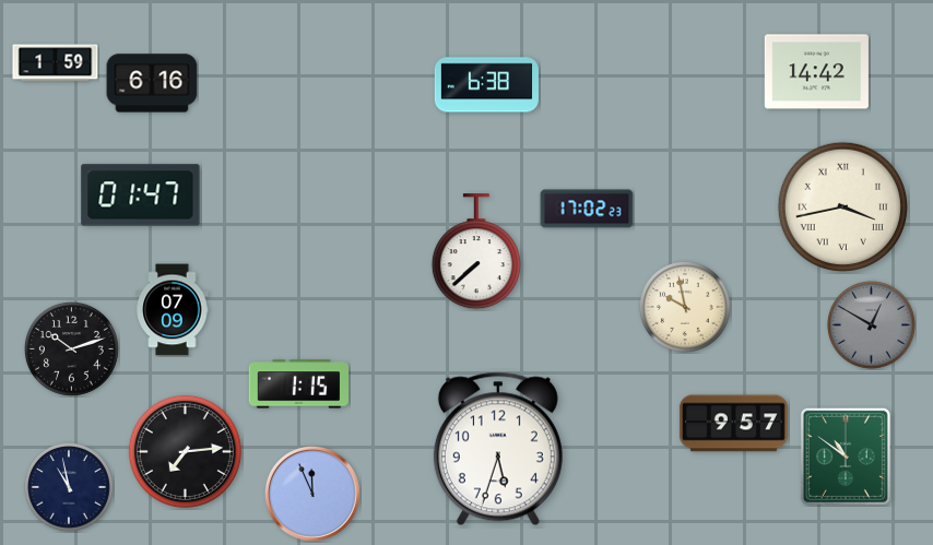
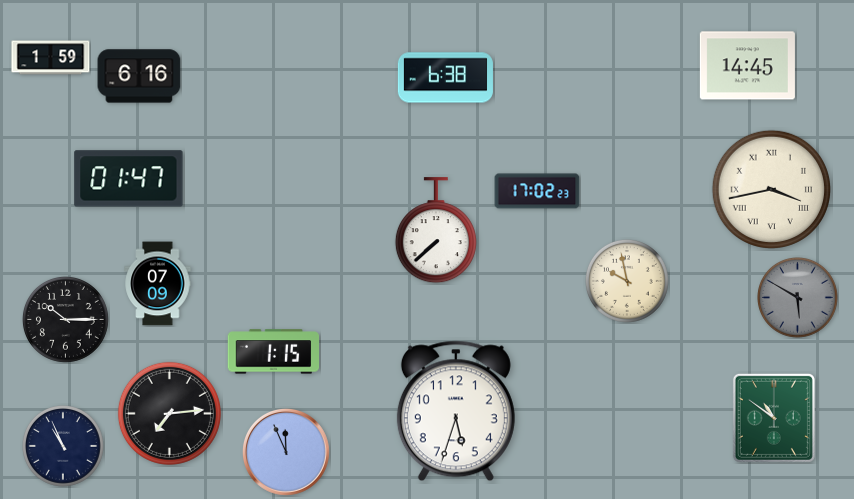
clock at (816, 72): 14:42 -> 14:45
clock at (872, 325): 12:50 -> 5:50
clock at (71, 348): 10:12 -> 10:15
clock at (733, 424): 9:57 -> none
clock at (70, 488): 10:58 -> 10:56
